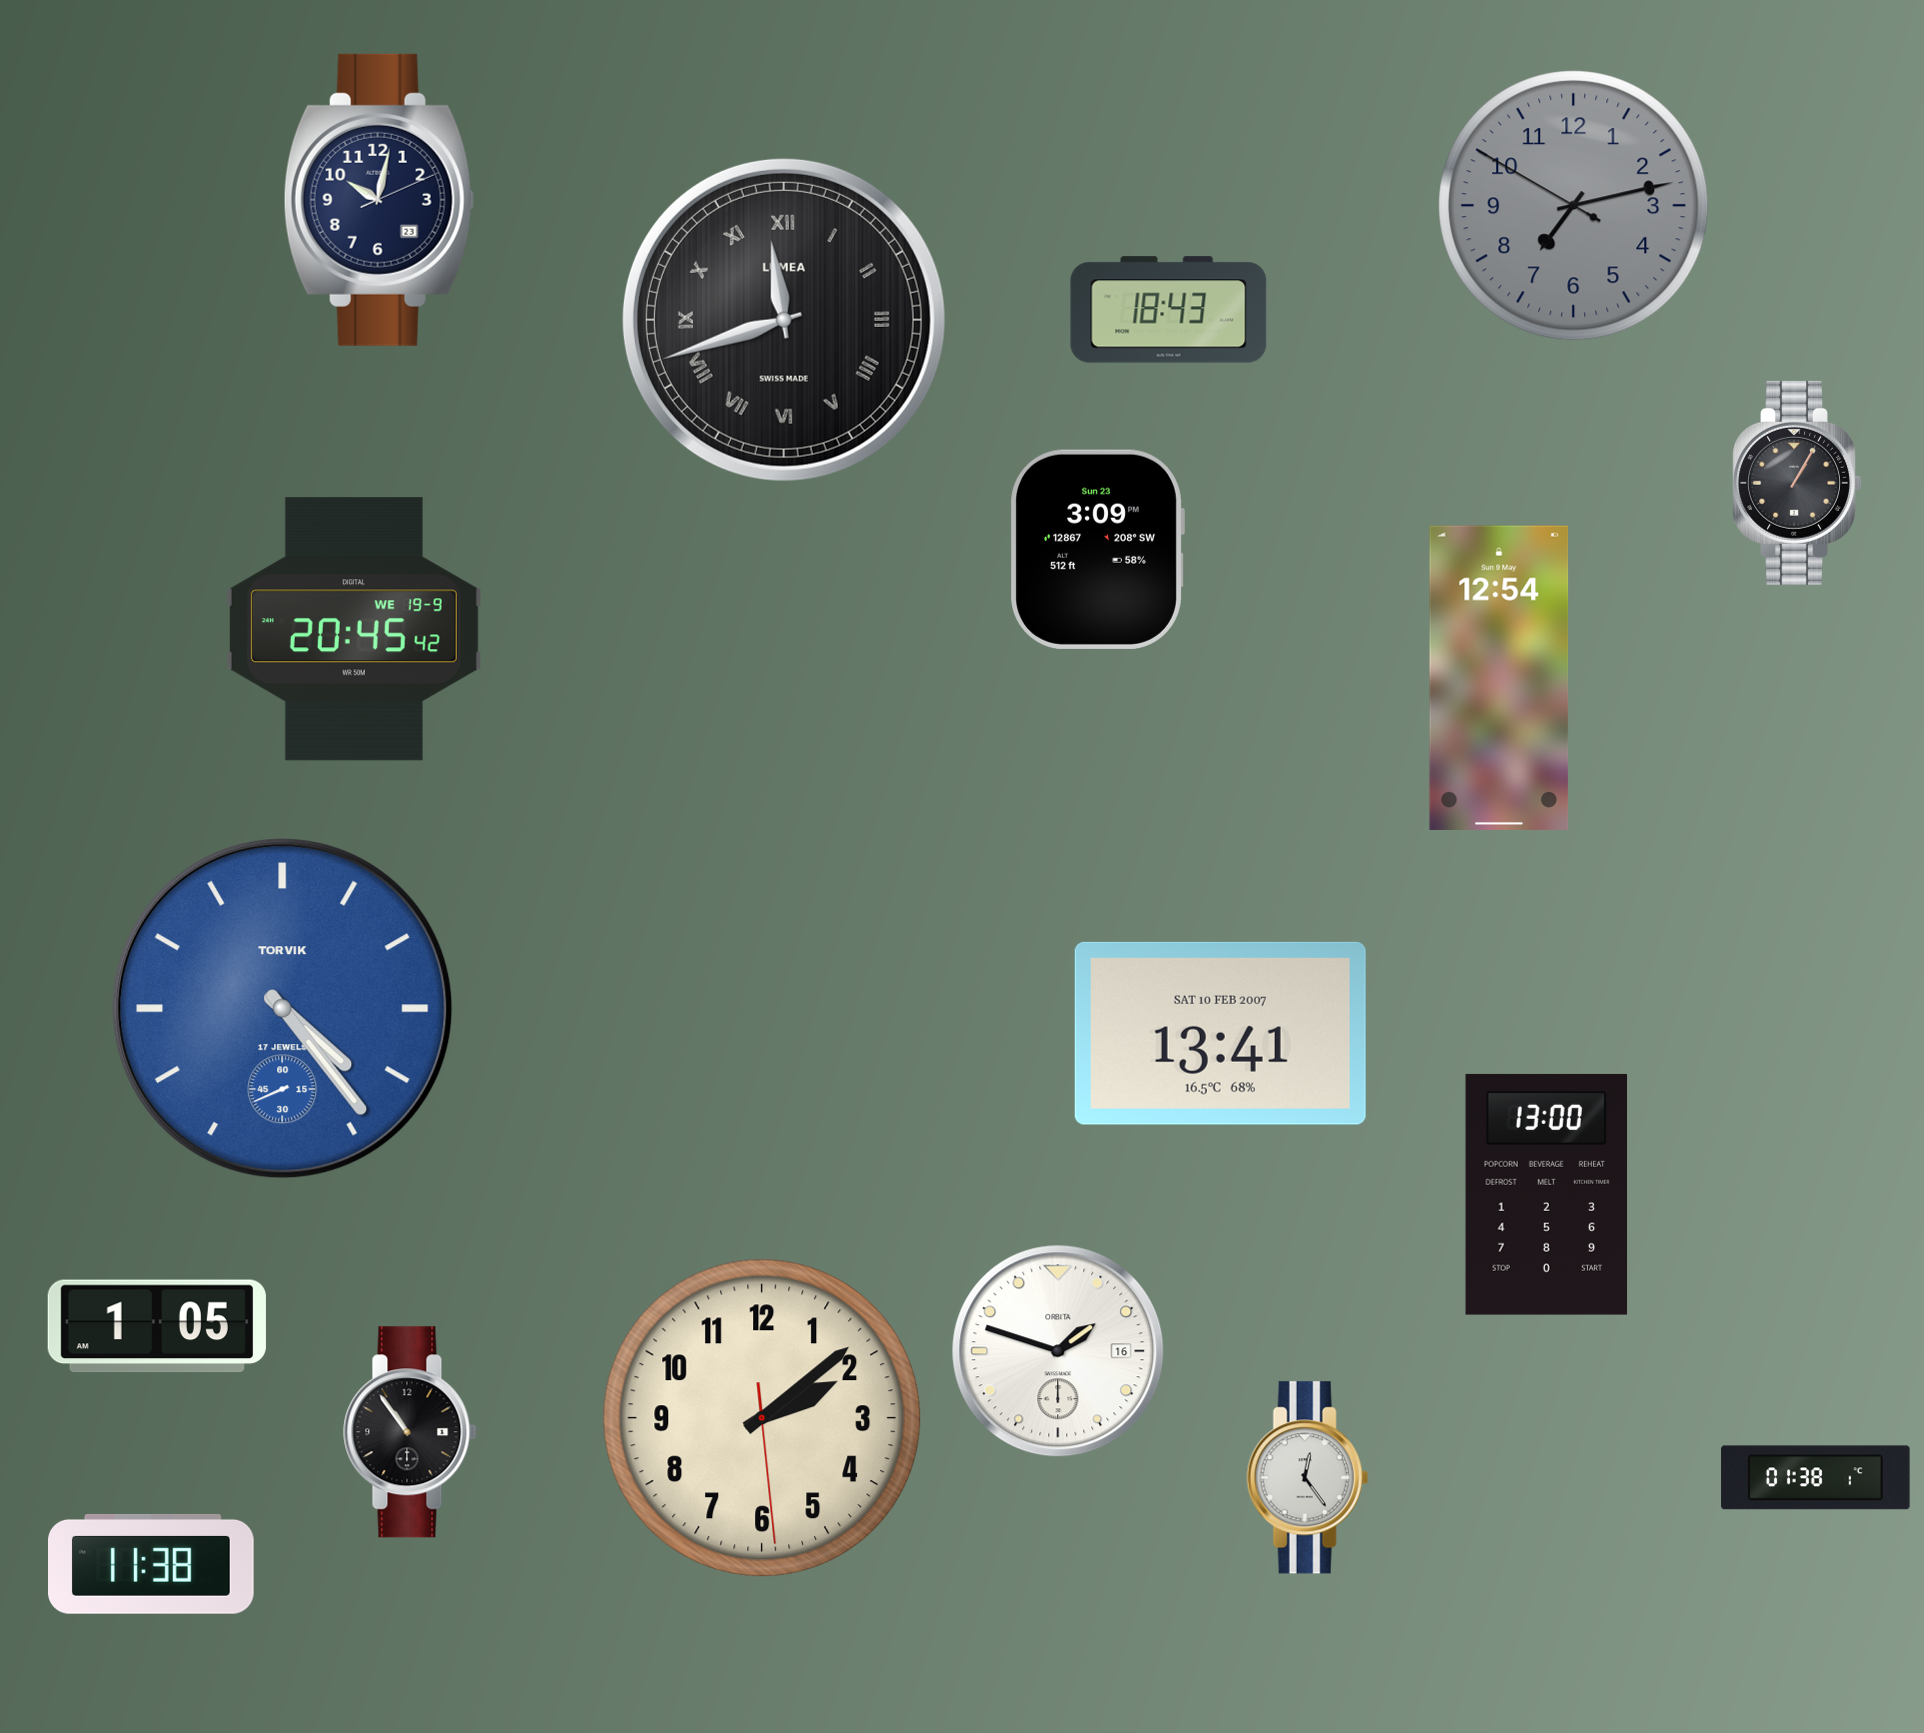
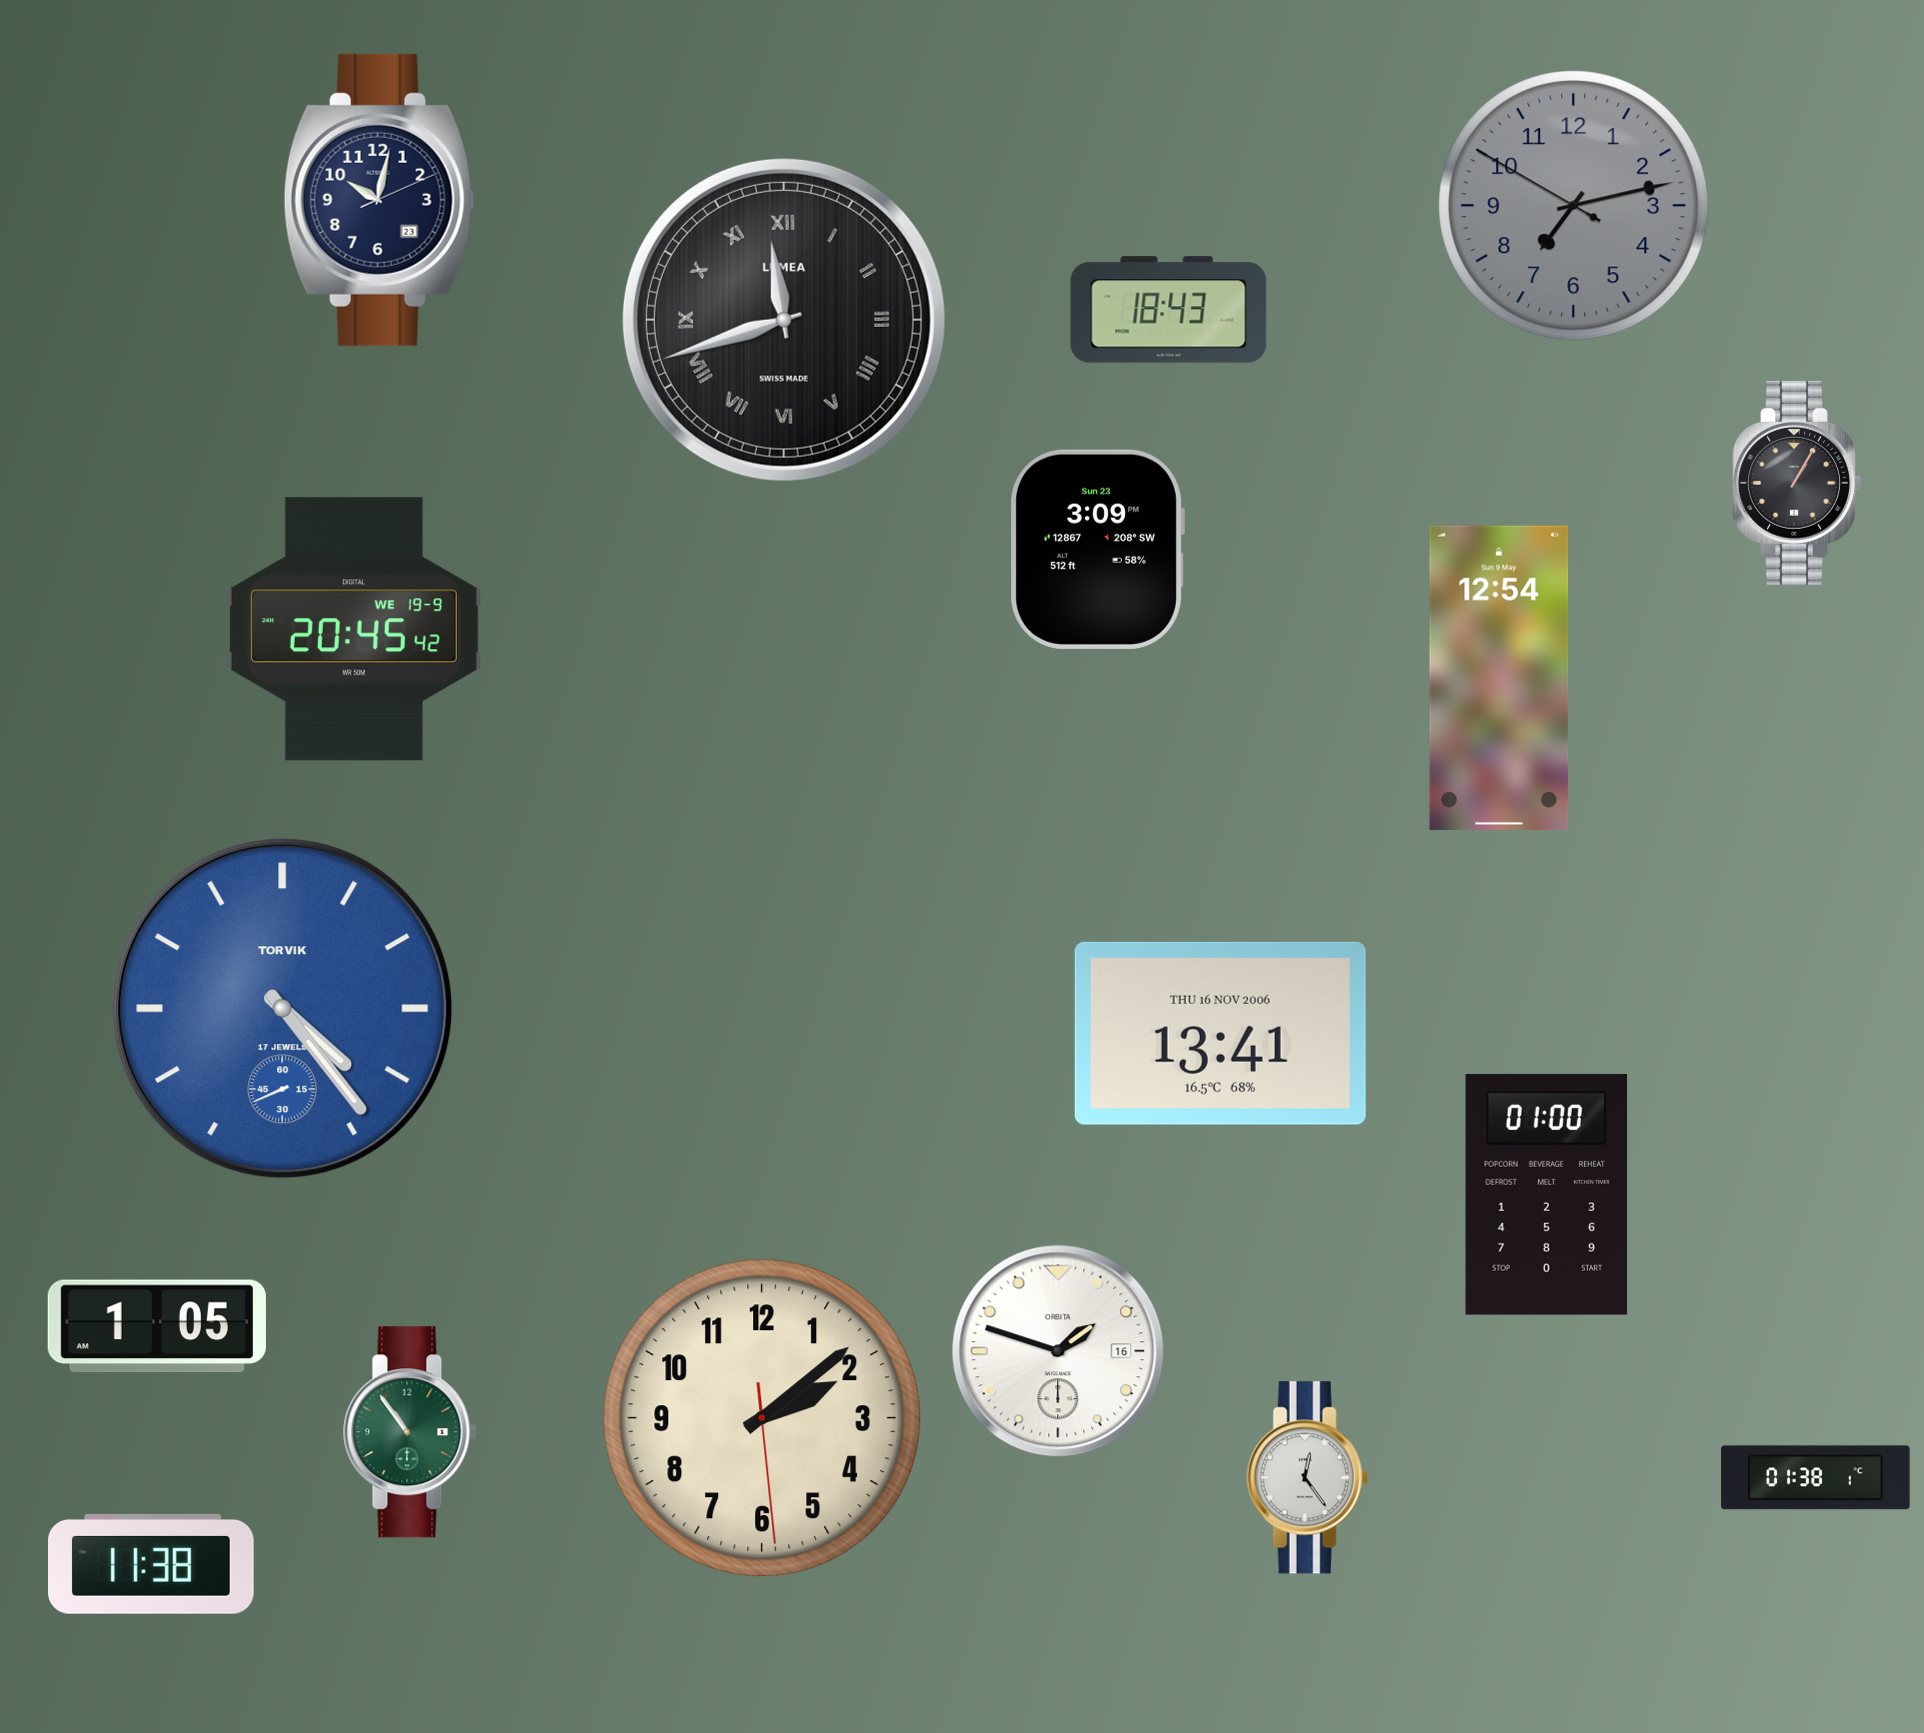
clock at (1220, 1033) date: SAT 10 FEB 2007 -> THU 16 NOV 2006
clock at (1547, 1194): 13:00 -> 01:00
clock at (410, 1432) dial: black -> green
